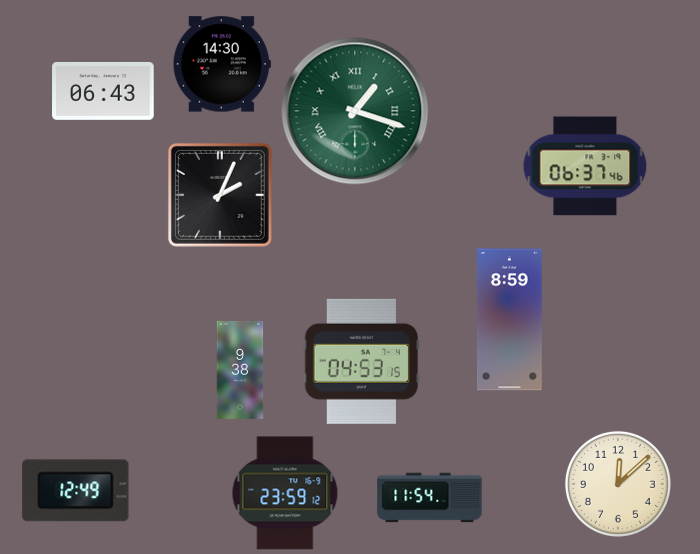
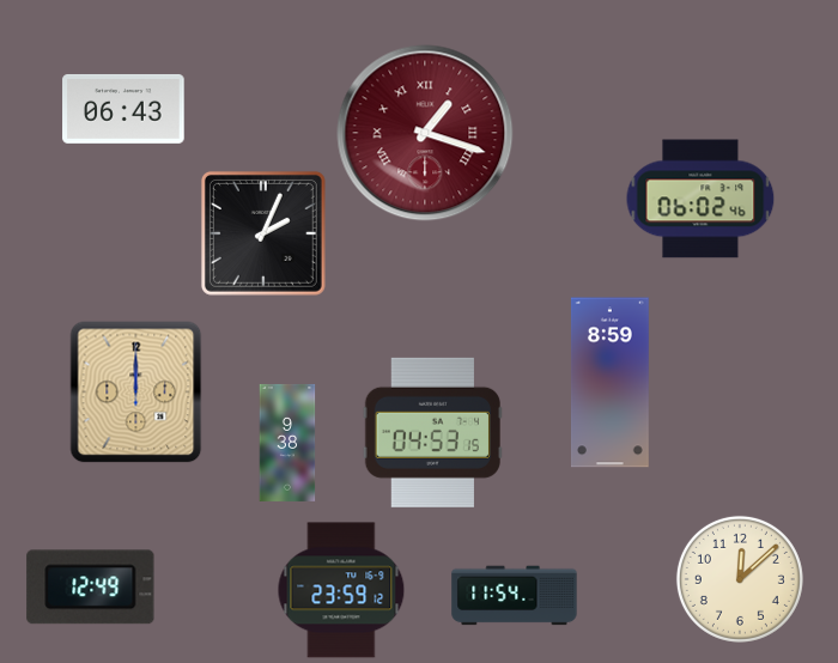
clock at (222, 64): 14:30 -> none
clock at (355, 111) dial: green -> burgundy
clock at (585, 166): 06:37 -> 06:02
clock at (136, 393): none -> 12:00
